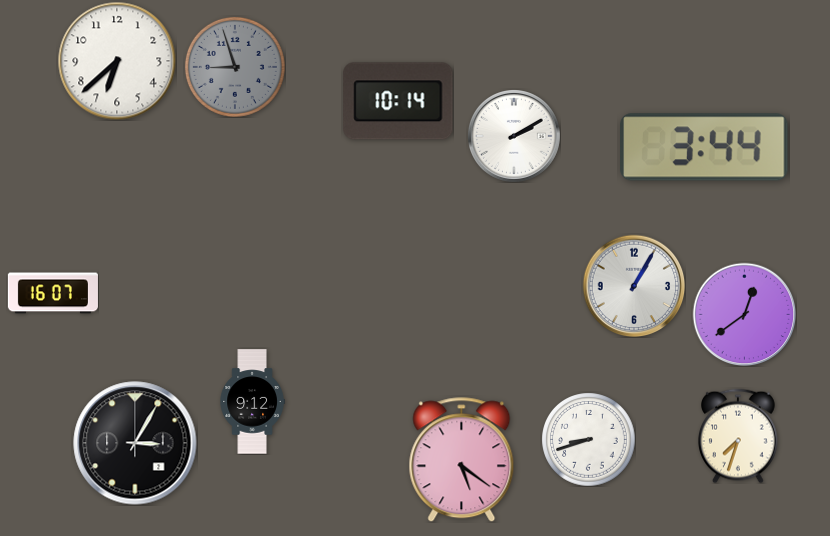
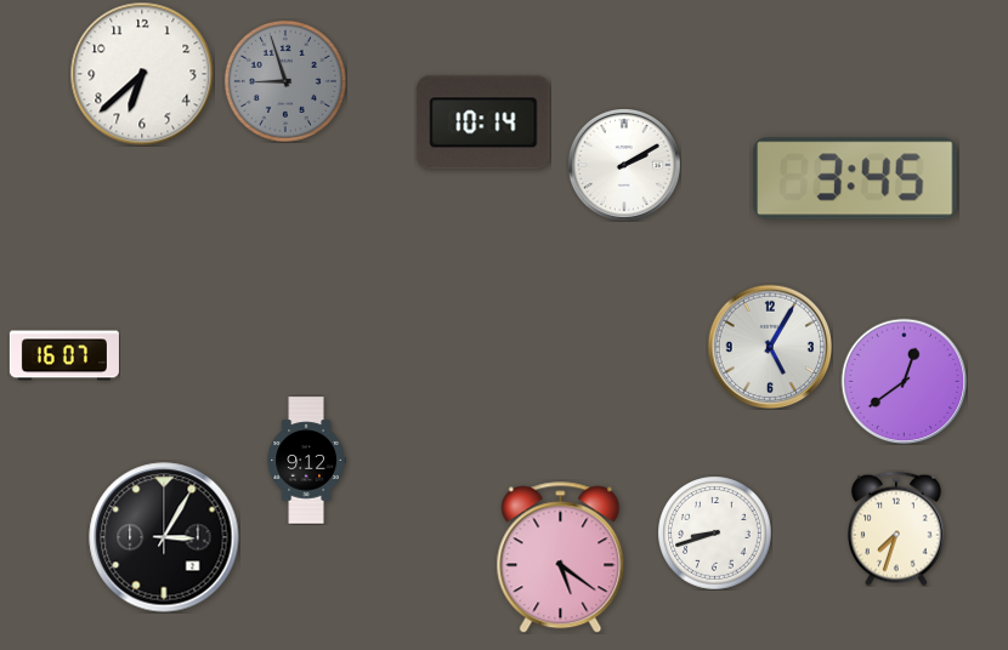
clock at (704, 147): 3:44 -> 3:45
clock at (634, 286): 1:05 -> 5:05
clock at (252, 402) position: (252, 402) -> (306, 461)
